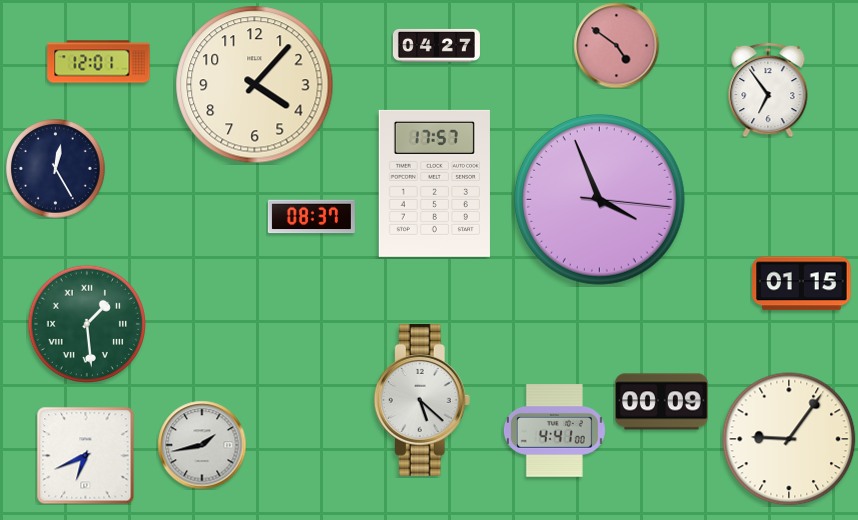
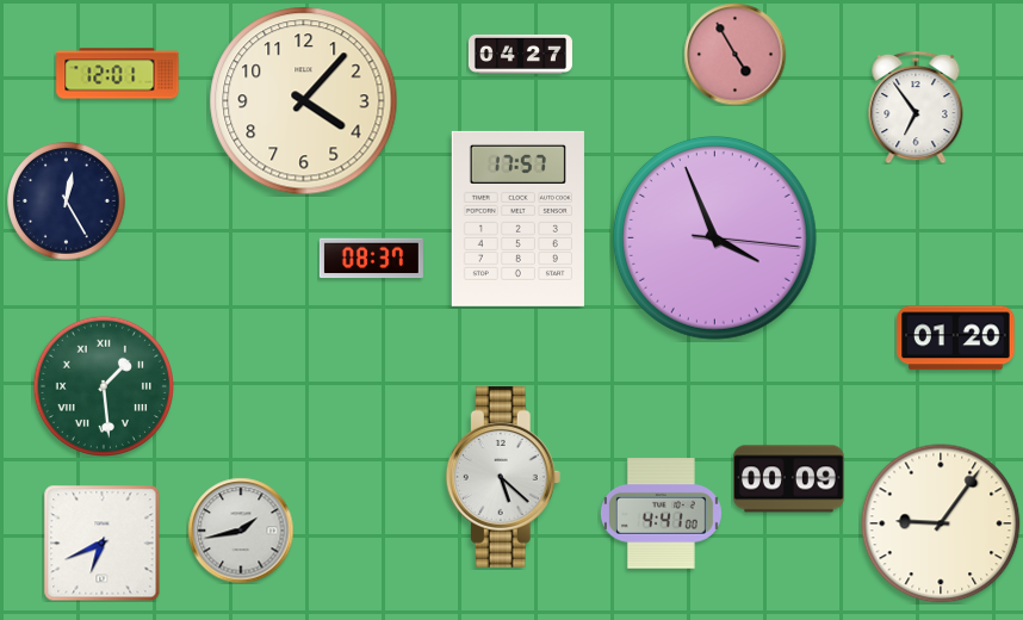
clock at (616, 45): 4:51 -> 4:55
clock at (802, 284): 01:15 -> 01:20
